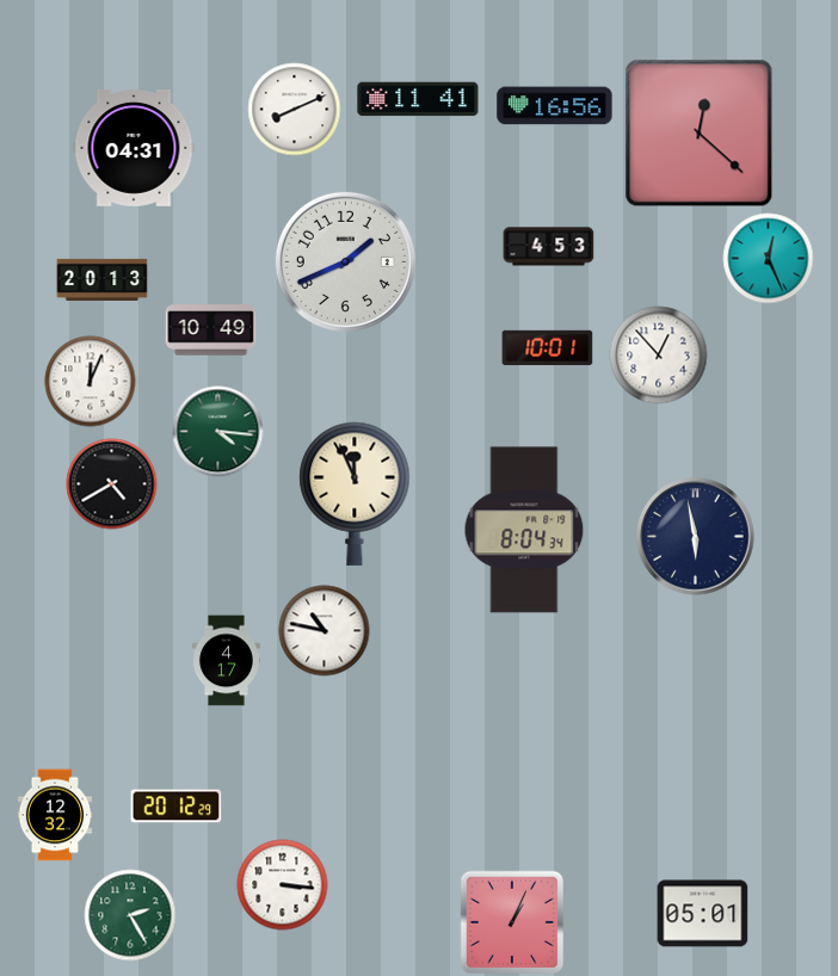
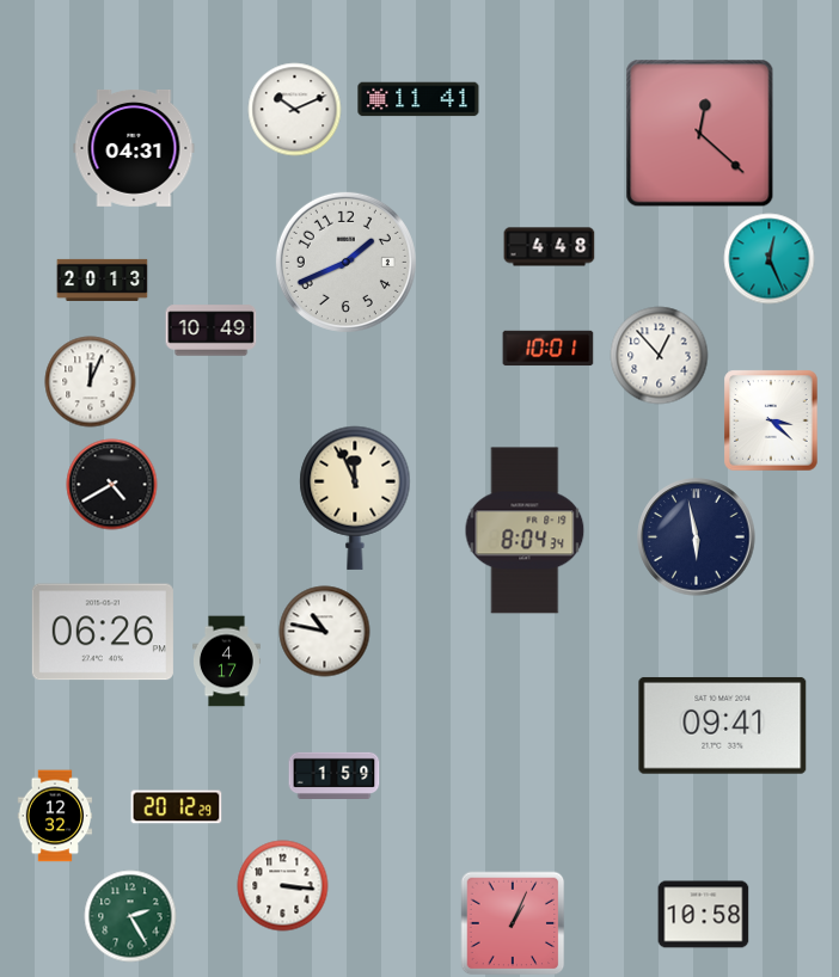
clock at (555, 106): 16:56 -> none
clock at (295, 110): 8:11 -> 10:11
clock at (549, 247): 4:53 -> 4:48
clock at (771, 420): none -> 3:22
clock at (218, 432): 4:16 -> none
clock at (355, 494) position: (355, 494) -> (355, 498)
clock at (103, 632): none -> 06:26
clock at (723, 725): none -> 09:41
clock at (335, 775): none -> 1:59
clock at (703, 914): 05:01 -> 10:58
